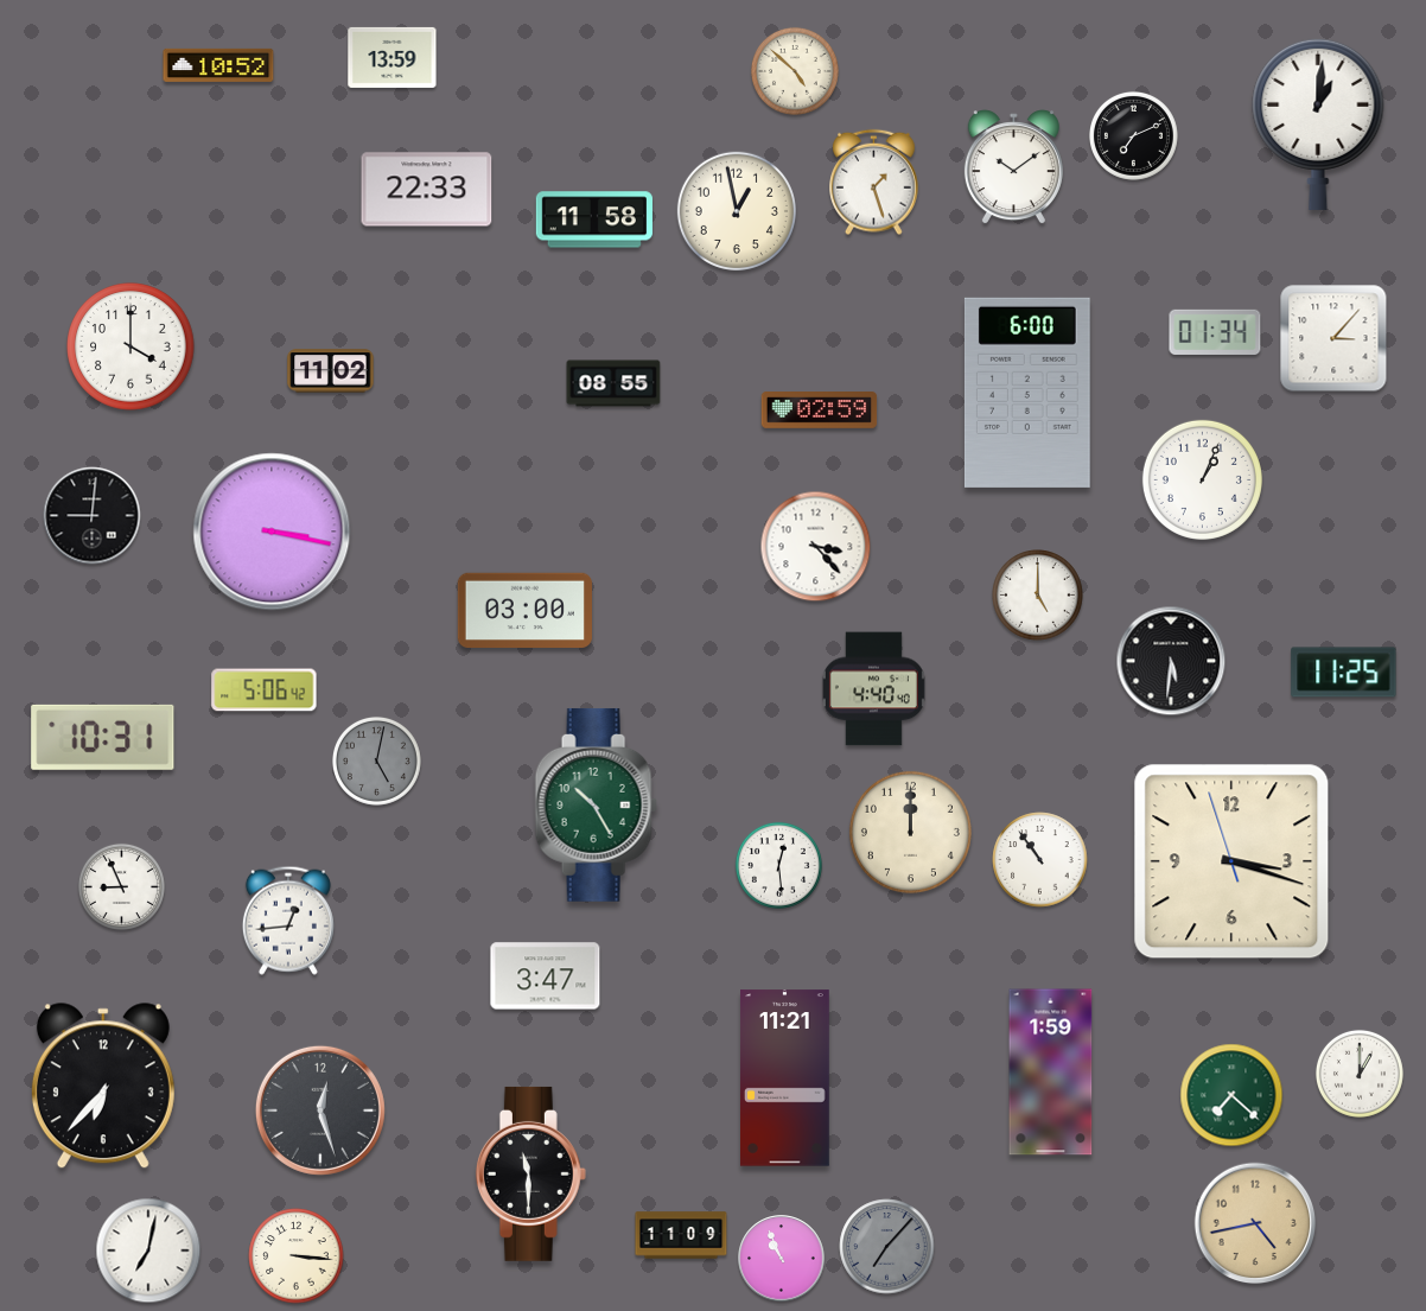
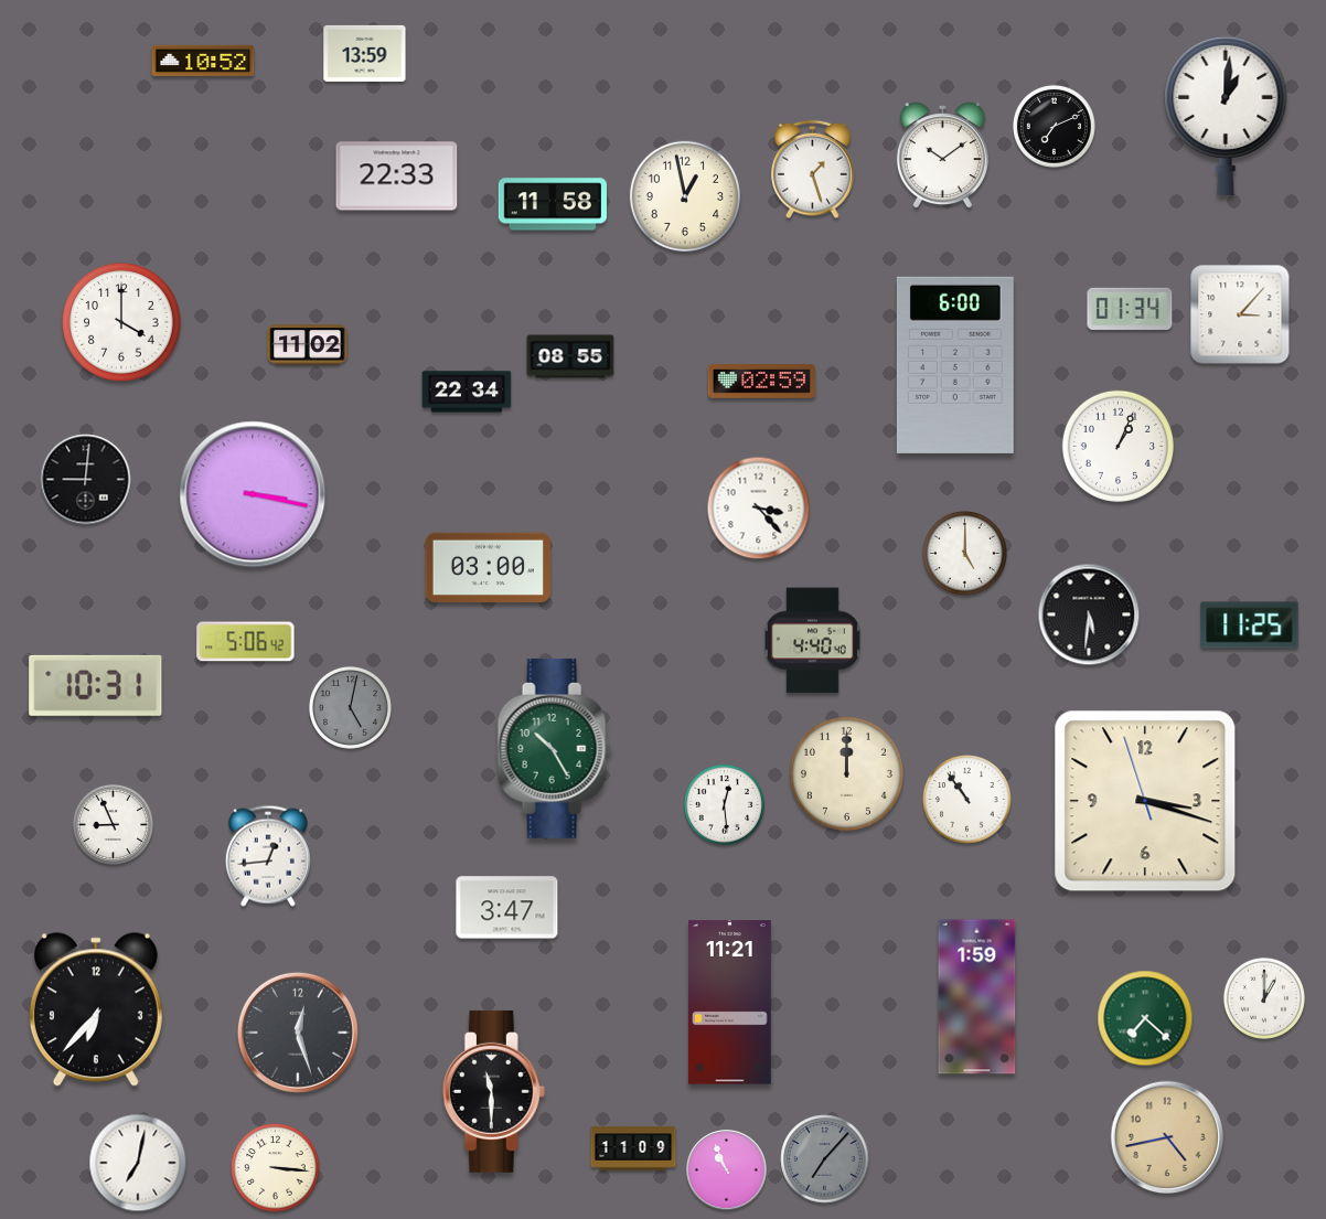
clock at (795, 71): 4:52 -> none
clock at (467, 392): none -> 22:34
